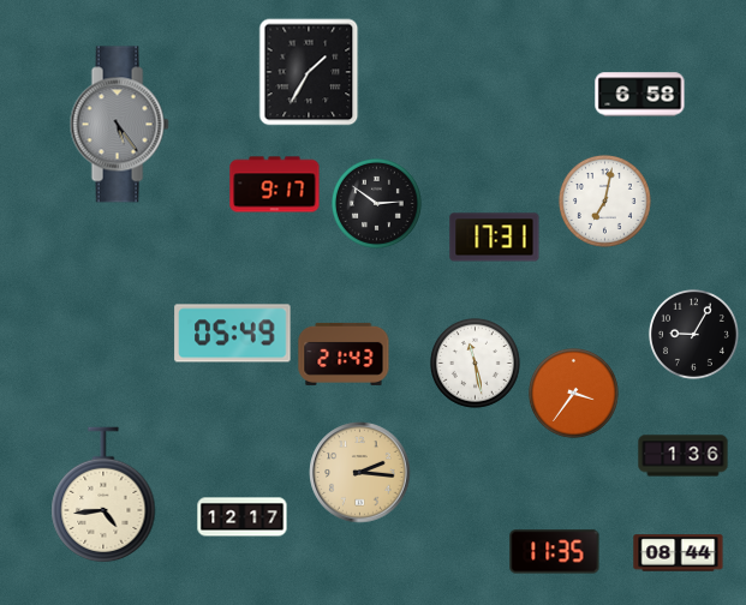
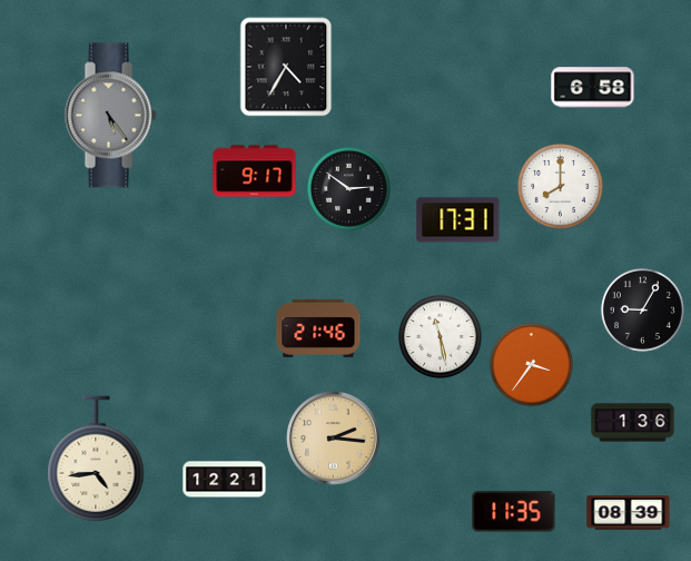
clock at (309, 72): 1:35 -> 4:35
clock at (604, 200): 7:02 -> 8:00
clock at (233, 334): 05:49 -> none
clock at (344, 354): 21:43 -> 21:46
clock at (243, 517): 12:17 -> 12:21
clock at (679, 553): 08:44 -> 08:39
